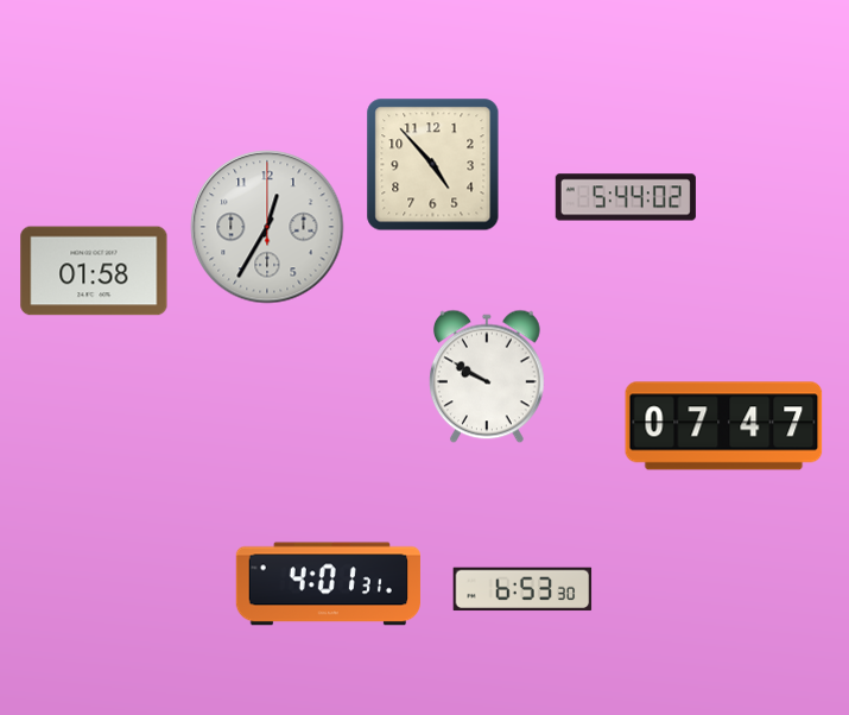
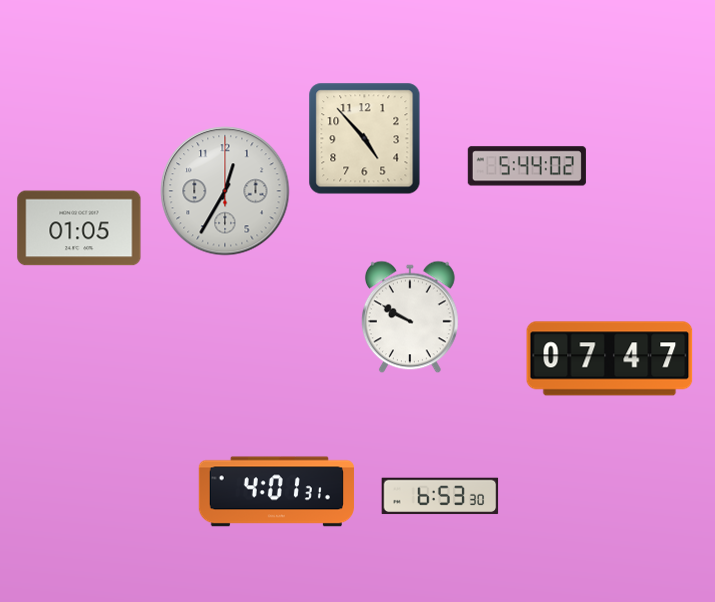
clock at (94, 271): 01:58 -> 01:05
